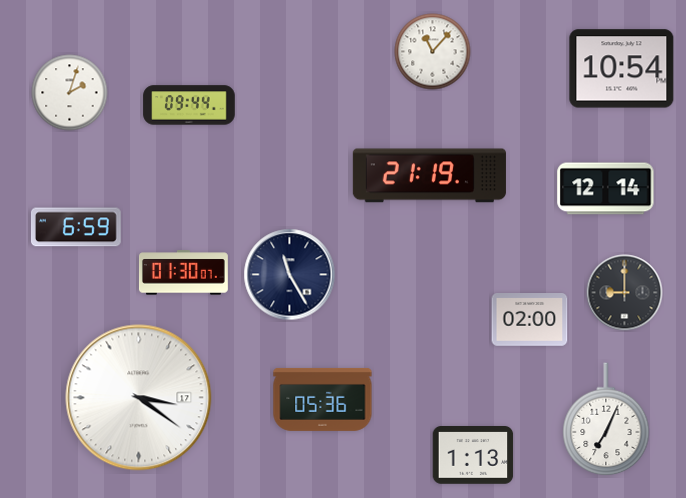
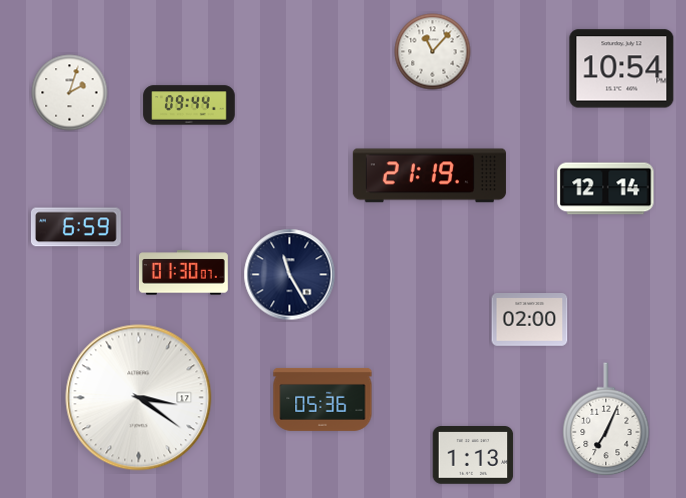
clock at (625, 293): 9:00 -> none
